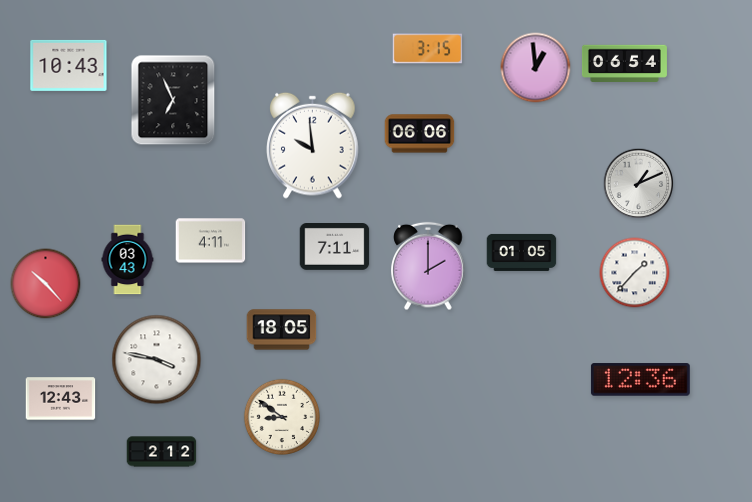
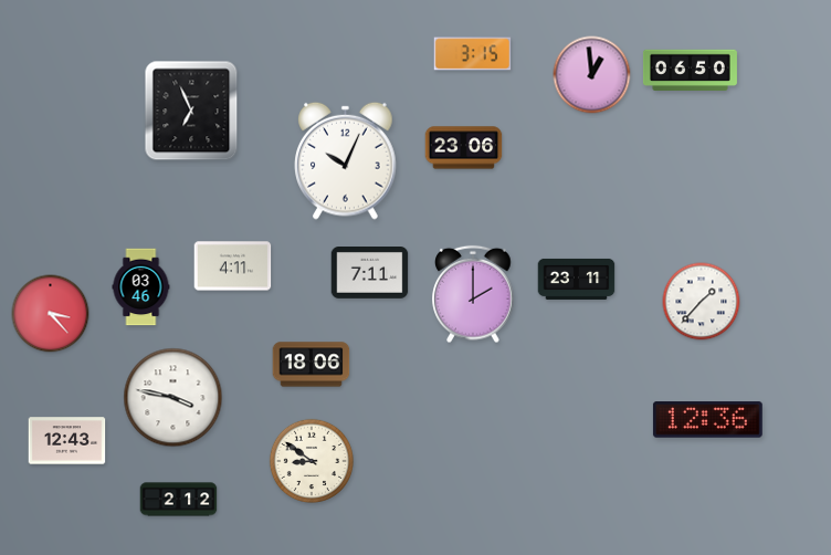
clock at (624, 63): 06:54 -> 06:50
clock at (69, 65): 10:43 -> none
clock at (420, 134): 06:06 -> 23:06
clock at (313, 145): 9:59 -> 10:04
clock at (639, 184): 1:11 -> none
clock at (522, 252): 01:05 -> 23:11
clock at (128, 260): 03:43 -> 03:46
clock at (46, 284): 10:23 -> 3:23
clock at (282, 330): 18:05 -> 18:06
